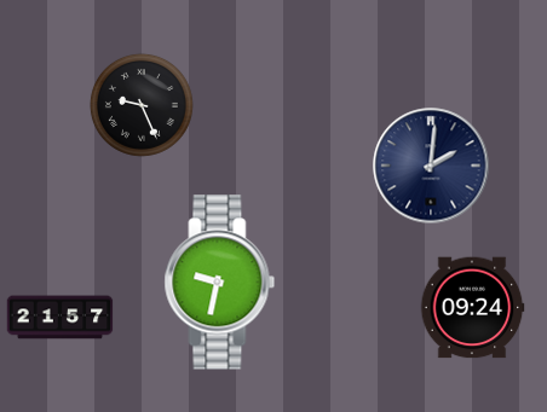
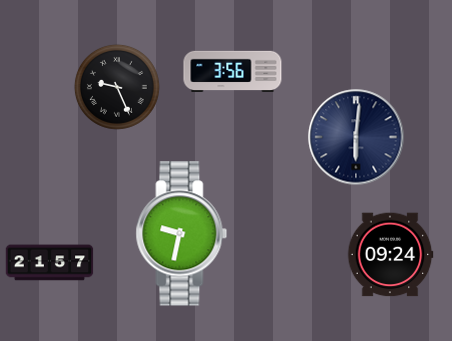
clock at (233, 71): none -> 3:56
clock at (431, 166): 2:01 -> 6:01
